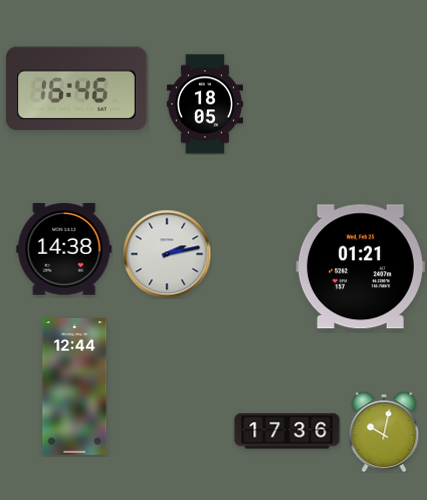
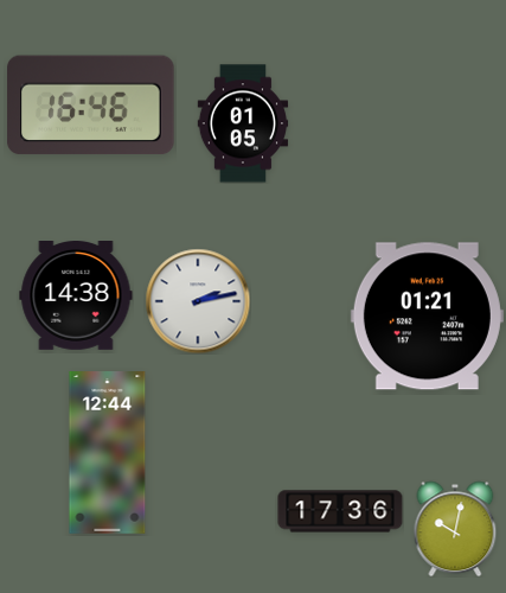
clock at (205, 104): 18:05 -> 01:05
clock at (75, 387) position: (75, 387) -> (108, 453)
clock at (384, 432) position: (384, 432) -> (455, 529)
